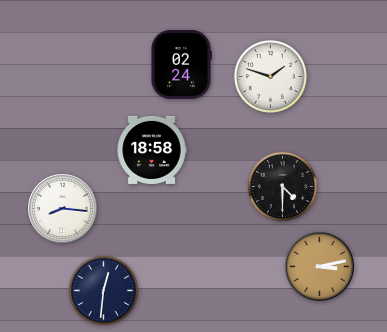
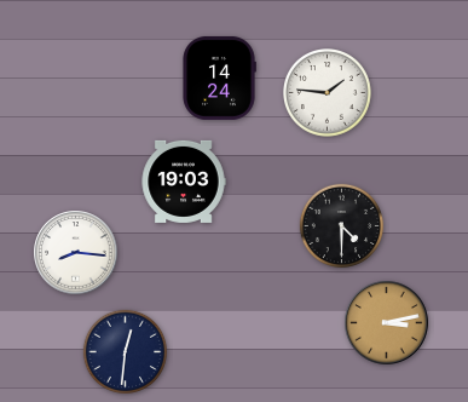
clock at (181, 64): 02:24 -> 14:24
clock at (271, 77): 1:48 -> 1:46
clock at (152, 150): 18:58 -> 19:03
